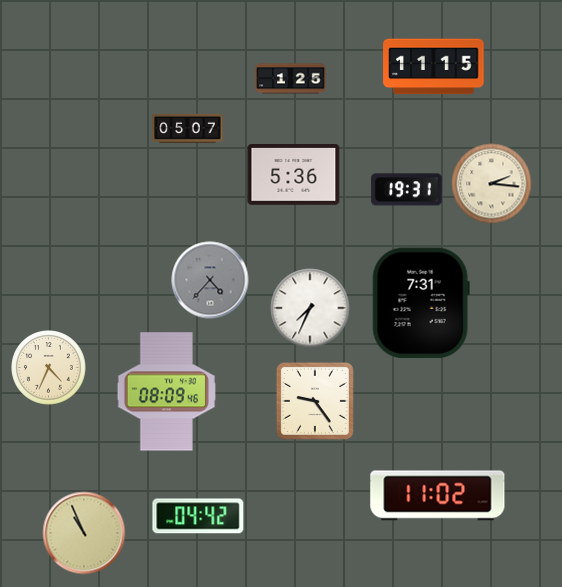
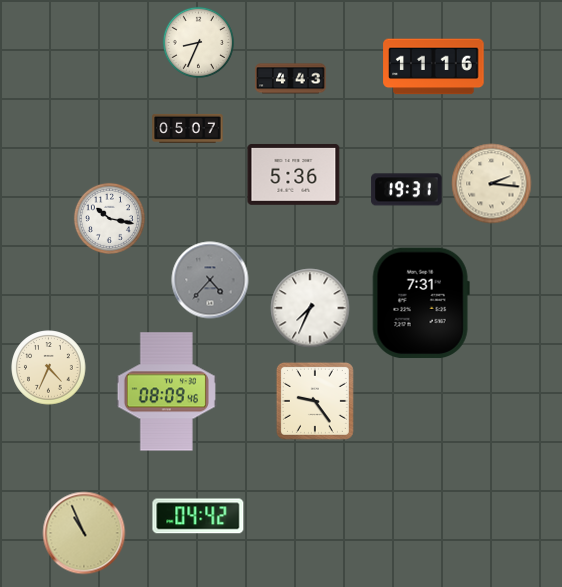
clock at (198, 42): none -> 8:34
clock at (434, 67): 11:15 -> 11:16
clock at (291, 79): 1:25 -> 4:43
clock at (109, 218): none -> 10:17
clock at (438, 496): 11:02 -> none
